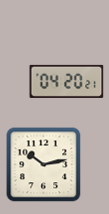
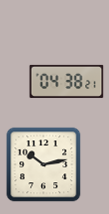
clock at (67, 81): 04:20 -> 04:38
